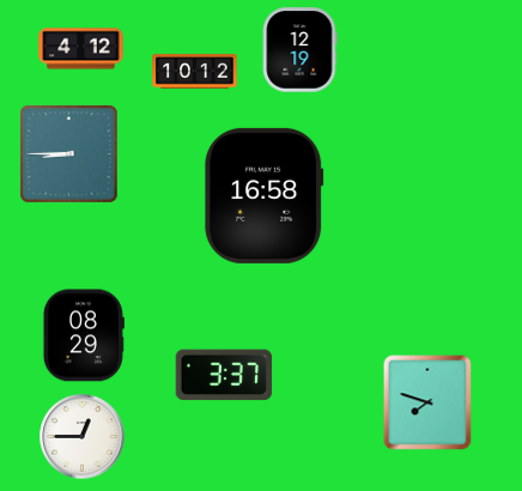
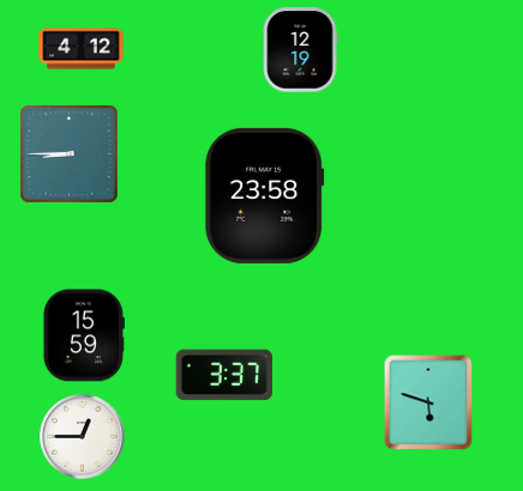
clock at (195, 72): 10:12 -> none
clock at (265, 195): 16:58 -> 23:58
clock at (84, 335): 08:29 -> 15:59
clock at (427, 402): 7:48 -> 5:48
